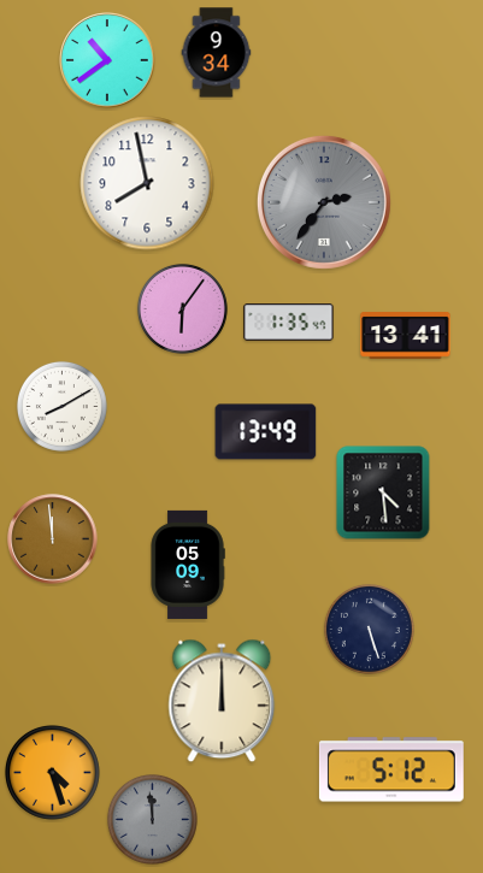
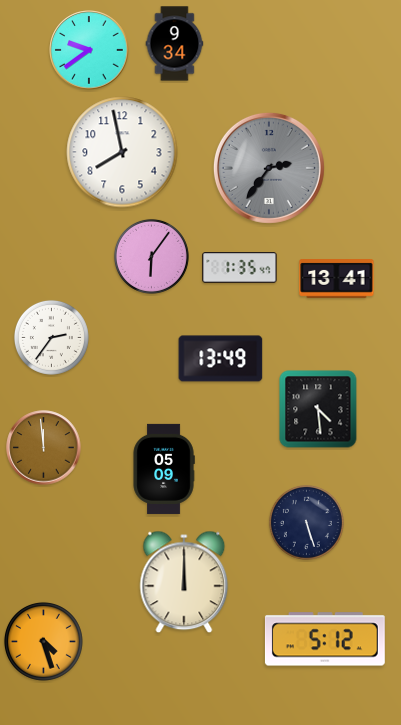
clock at (217, 53) position: (217, 53) -> (175, 44)
clock at (107, 60): 10:39 -> 9:39
clock at (61, 406): 8:10 -> 2:36
clock at (188, 565) position: (188, 565) -> (164, 469)
clock at (152, 819): 11:59 -> none
